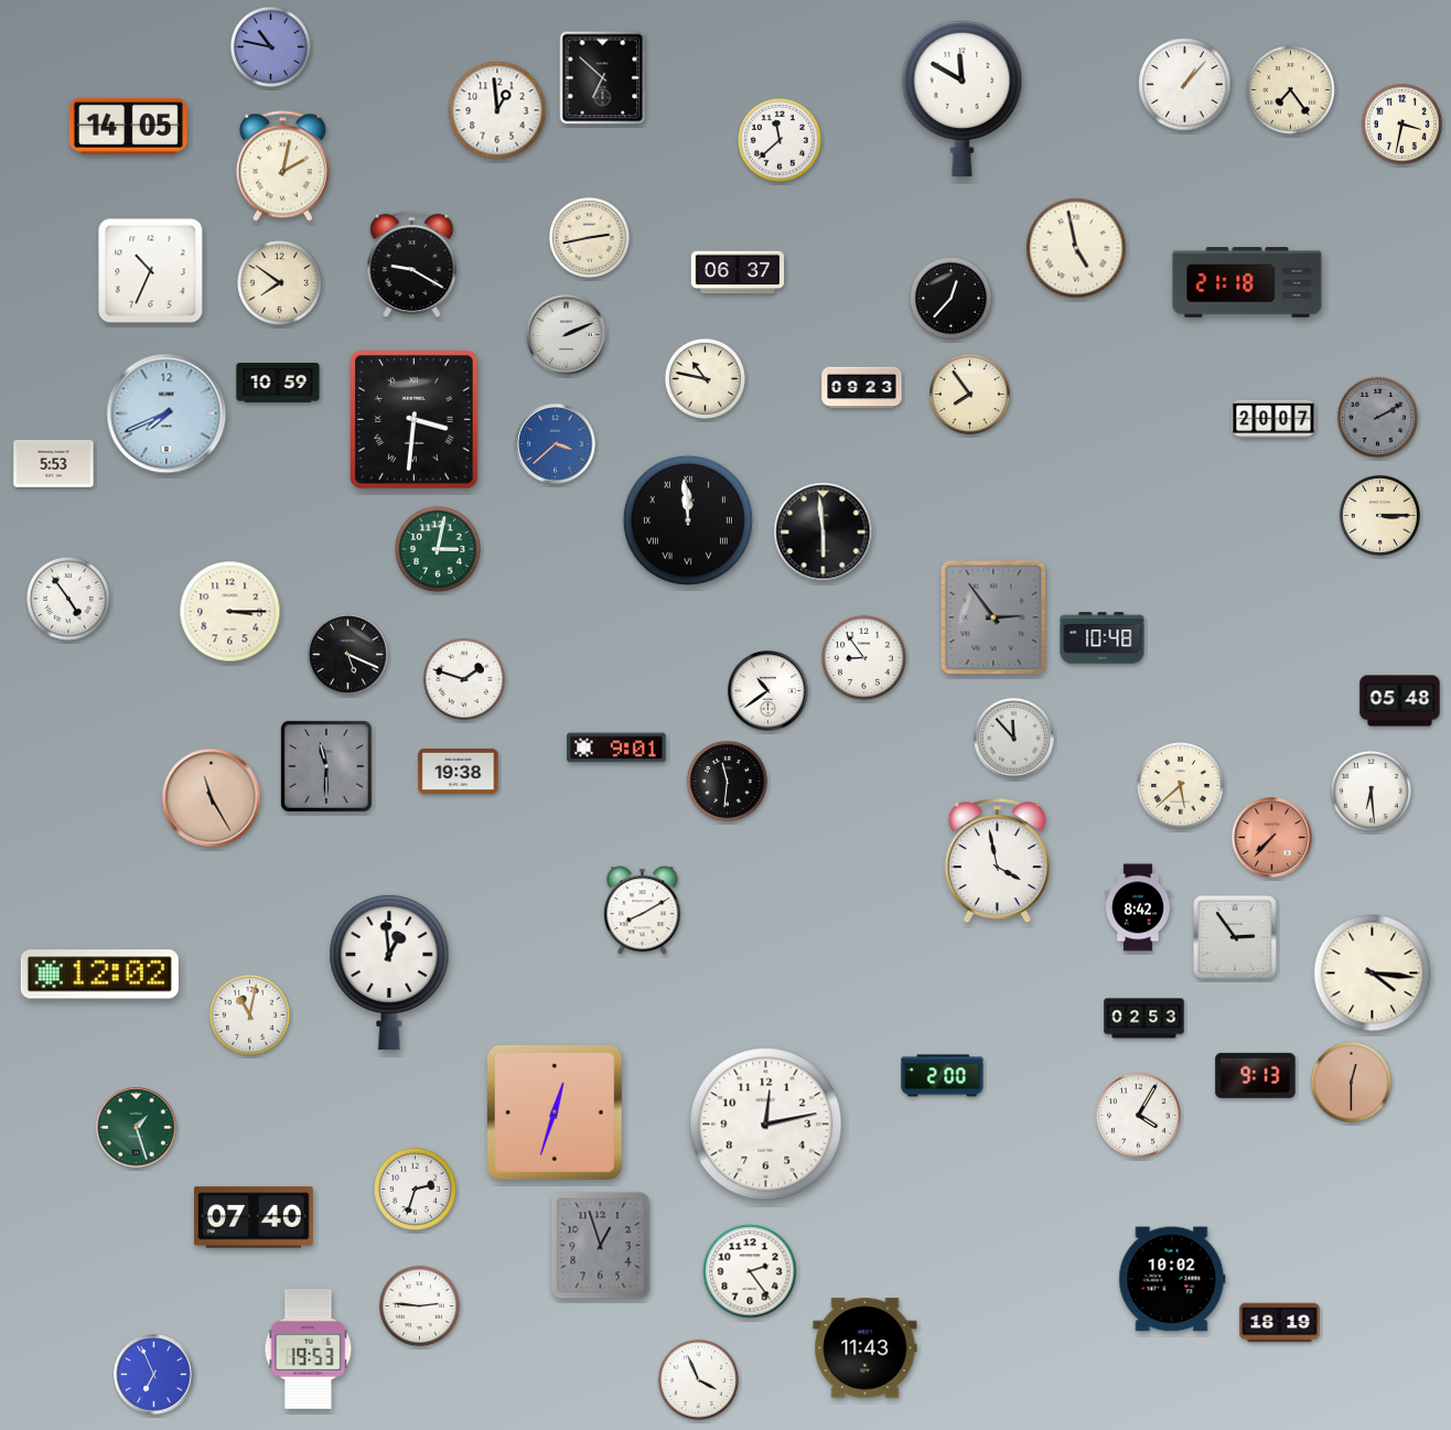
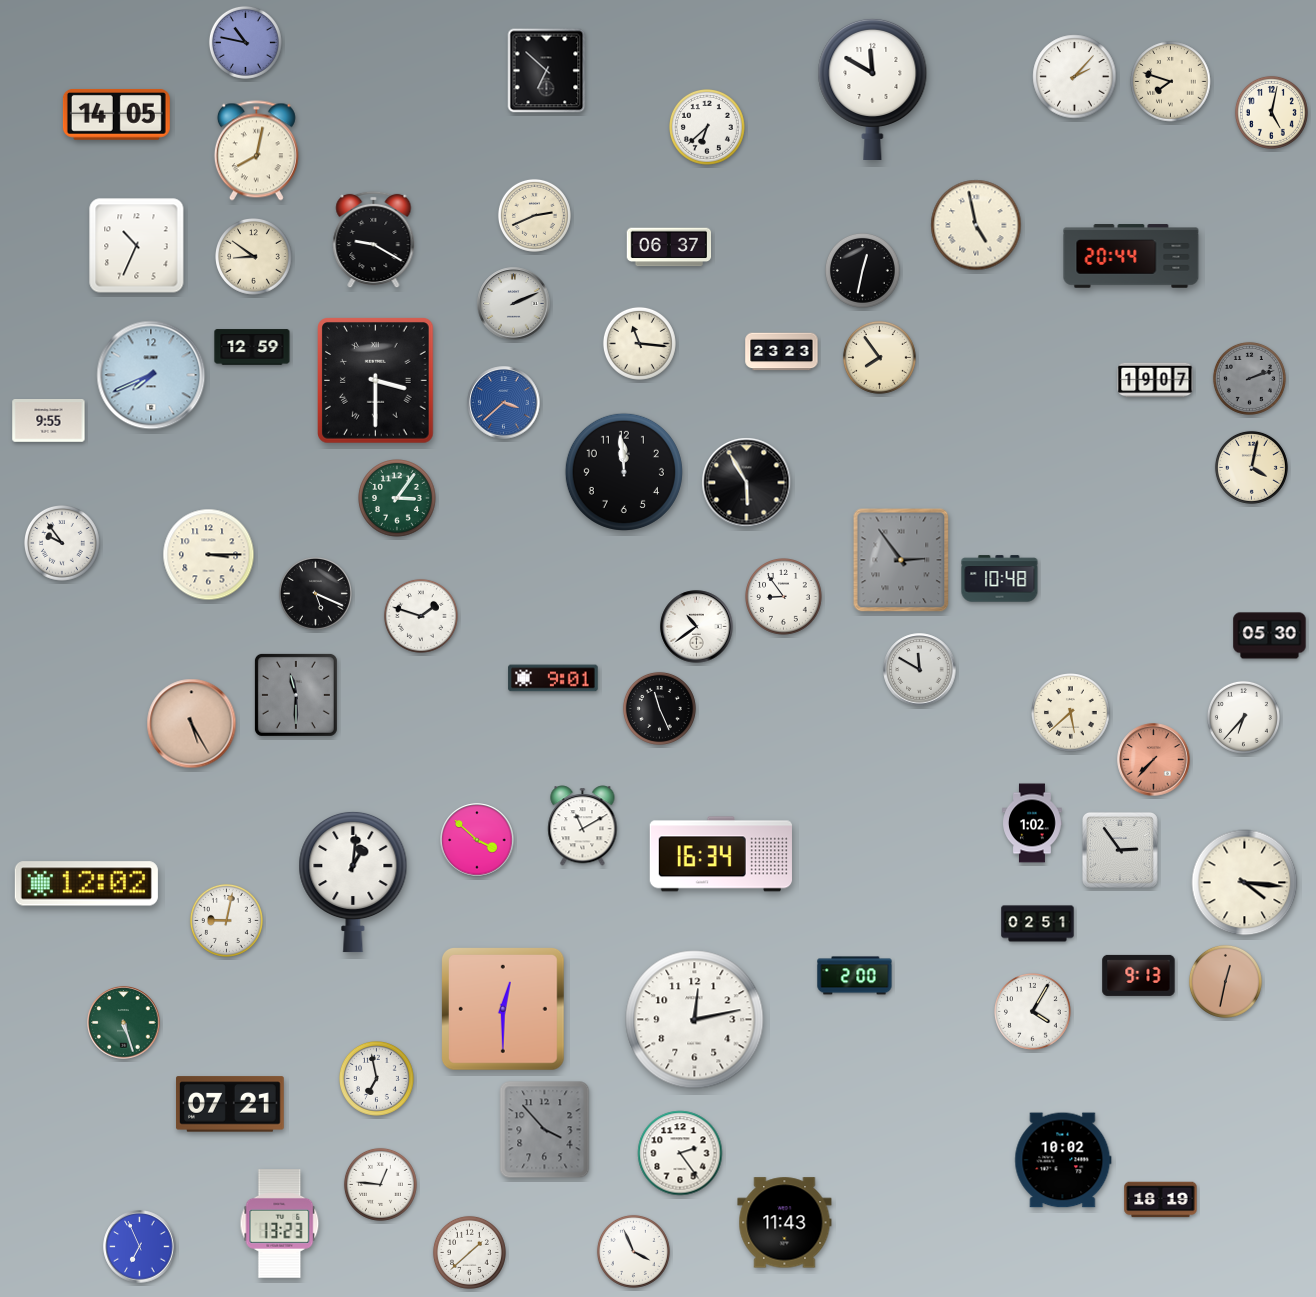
clock at (1185, 85): 1:07 -> 2:07
clock at (1291, 90): 7:24 -> 7:48
clock at (497, 110): 12:59 -> none
clock at (1401, 123): 3:32 -> 5:02
clock at (781, 141): 11:38 -> 6:38
clock at (282, 166): 2:02 -> 8:02
clock at (589, 237): 2:43 -> 2:41
clock at (1247, 282): 21:18 -> 20:44
clock at (280, 283): 7:51 -> 8:51
clock at (950, 298): 12:37 -> 12:32
clock at (705, 378): 10:47 -> 11:16
clock at (278, 383): 10:59 -> 12:59
clock at (862, 388): 09:23 -> 23:23
clock at (1377, 417): 2:10 -> 2:12
clock at (1273, 419): 20:07 -> 19:07
clock at (415, 420): 3:31 -> 3:30
clock at (54, 464): 5:53 -> 9:55
clock at (1379, 515): 3:15 -> 4:02
clock at (688, 520) numerals: Roman -> Arabic
clock at (824, 533): 5:59 -> 5:55
clock at (438, 549): 3:02 -> 3:06
clock at (69, 600): 4:54 -> 9:54
clock at (1400, 701): 05:48 -> 05:30
clock at (1014, 739): 11:53 -> 11:50
clock at (616, 748) position: (616, 748) -> (553, 678)
clock at (459, 771): 19:38 -> none
clock at (727, 781): 11:31 -> 11:26
clock at (1371, 791): 6:29 -> 6:37
clock at (212, 798): 11:25 -> 5:25
clock at (997, 861): 3:58 -> none
clock at (1138, 907): 8:42 -> 1:02
clock at (643, 911): 8:10 -> 11:10
clock at (477, 840): none -> 3:52
clock at (721, 854): none -> 16:34
clock at (389, 972): 12:59 -> 1:01
clock at (99, 975) position: (99, 975) -> (86, 884)
clock at (249, 1014): 11:02 -> 9:02
clock at (1144, 1019): 02:53 -> 02:51
clock at (1351, 1082): 12:30 -> 12:32
clock at (555, 1112): 12:33 -> 12:30
clock at (137, 1128): 1:27 -> 5:27
clock at (415, 1189): 2:33 -> 6:58
clock at (255, 1217): 07:40 -> 07:21
clock at (601, 1246): 12:57 -> 3:53
clock at (419, 1305): 2:46 -> 12:46
clock at (309, 1350): 19:53 -> 13:23
clock at (469, 1252): none -> 1:38
